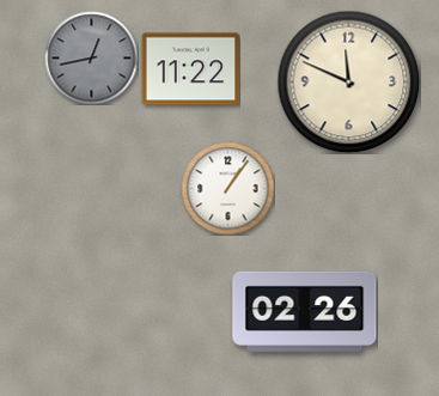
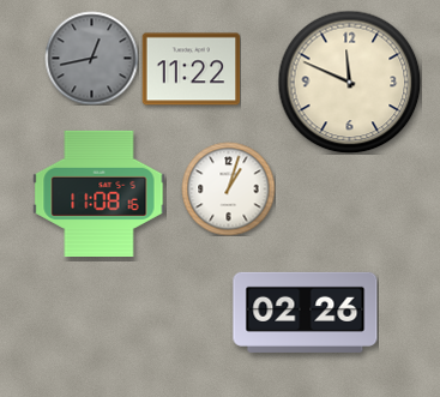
clock at (227, 188): 1:06 -> 1:03
clock at (100, 193): none -> 11:08
